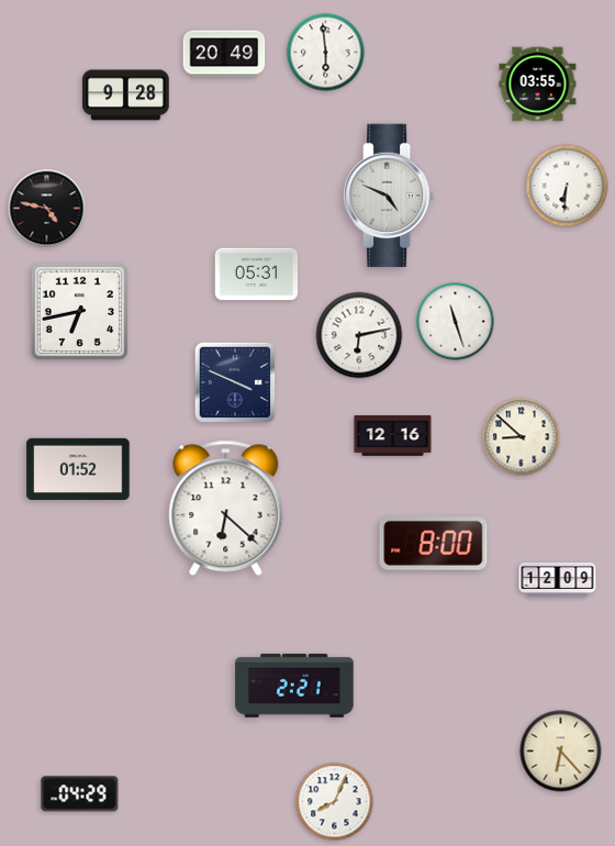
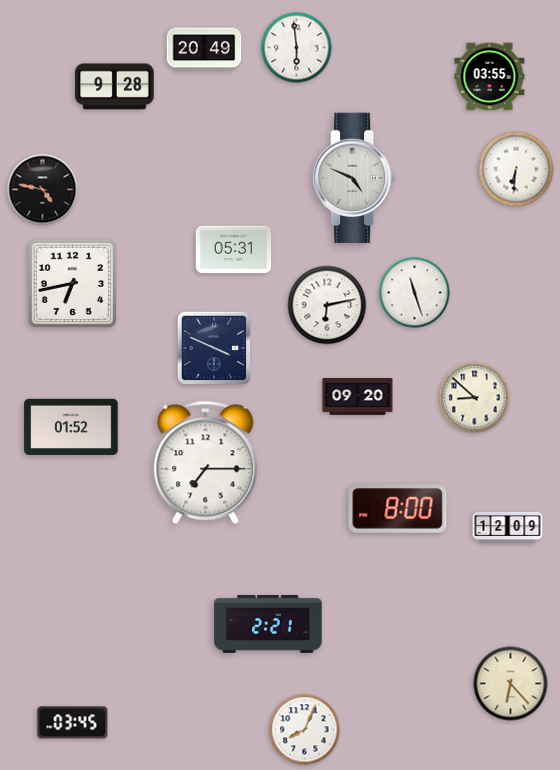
clock at (393, 436): 12:16 -> 09:20
clock at (226, 509): 6:22 -> 7:15
clock at (434, 544) position: (434, 544) -> (398, 509)
clock at (80, 794): 04:29 -> 03:45
